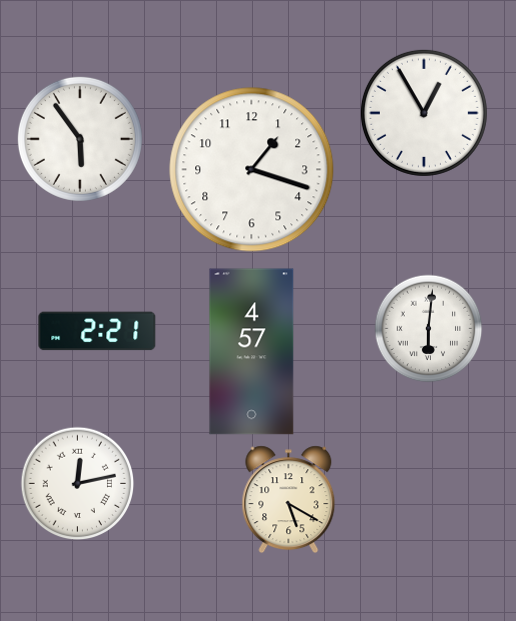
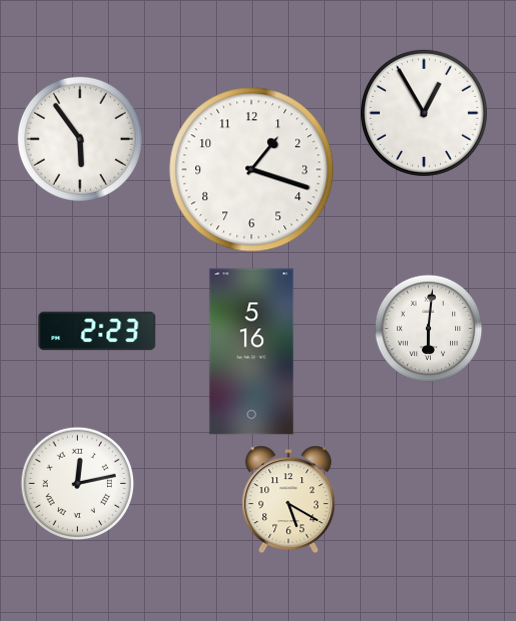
clock at (97, 331): 2:21 -> 2:23
clock at (252, 352): 4:57 -> 5:16
